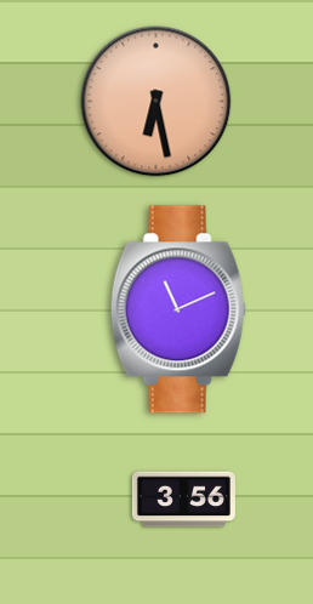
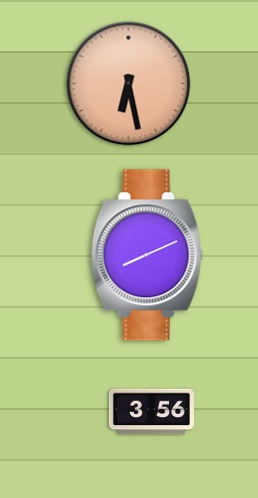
clock at (178, 309): 11:11 -> 8:11
